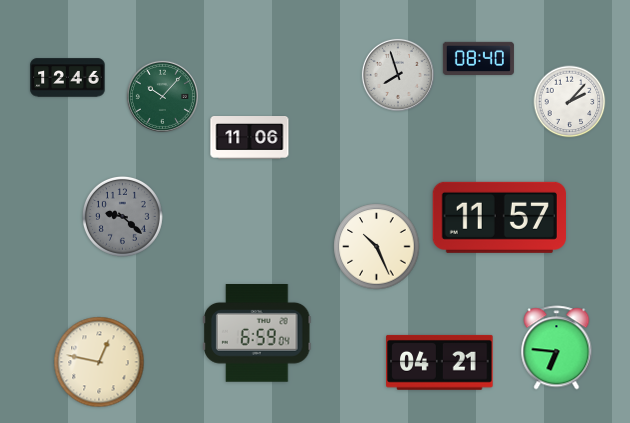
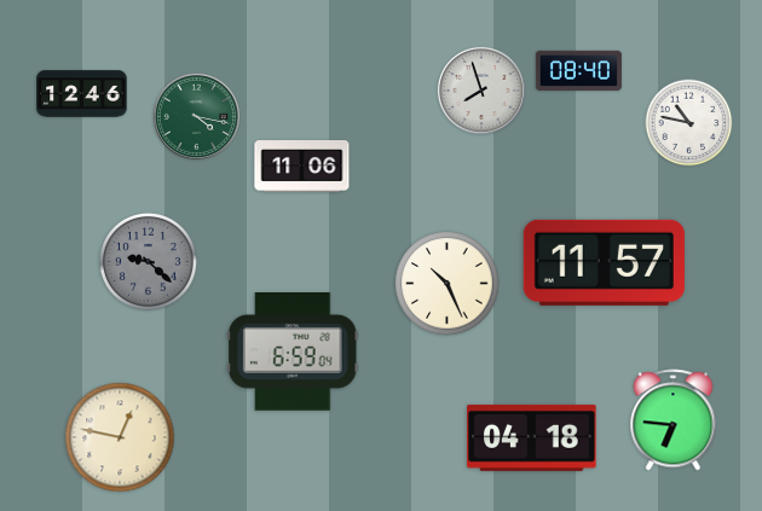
clock at (162, 96): 10:07 -> 4:17
clock at (570, 102): 2:07 -> 10:47
clock at (377, 247) position: (377, 247) -> (448, 284)
clock at (257, 334) position: (257, 334) -> (293, 353)
clock at (440, 362): 04:21 -> 04:18
